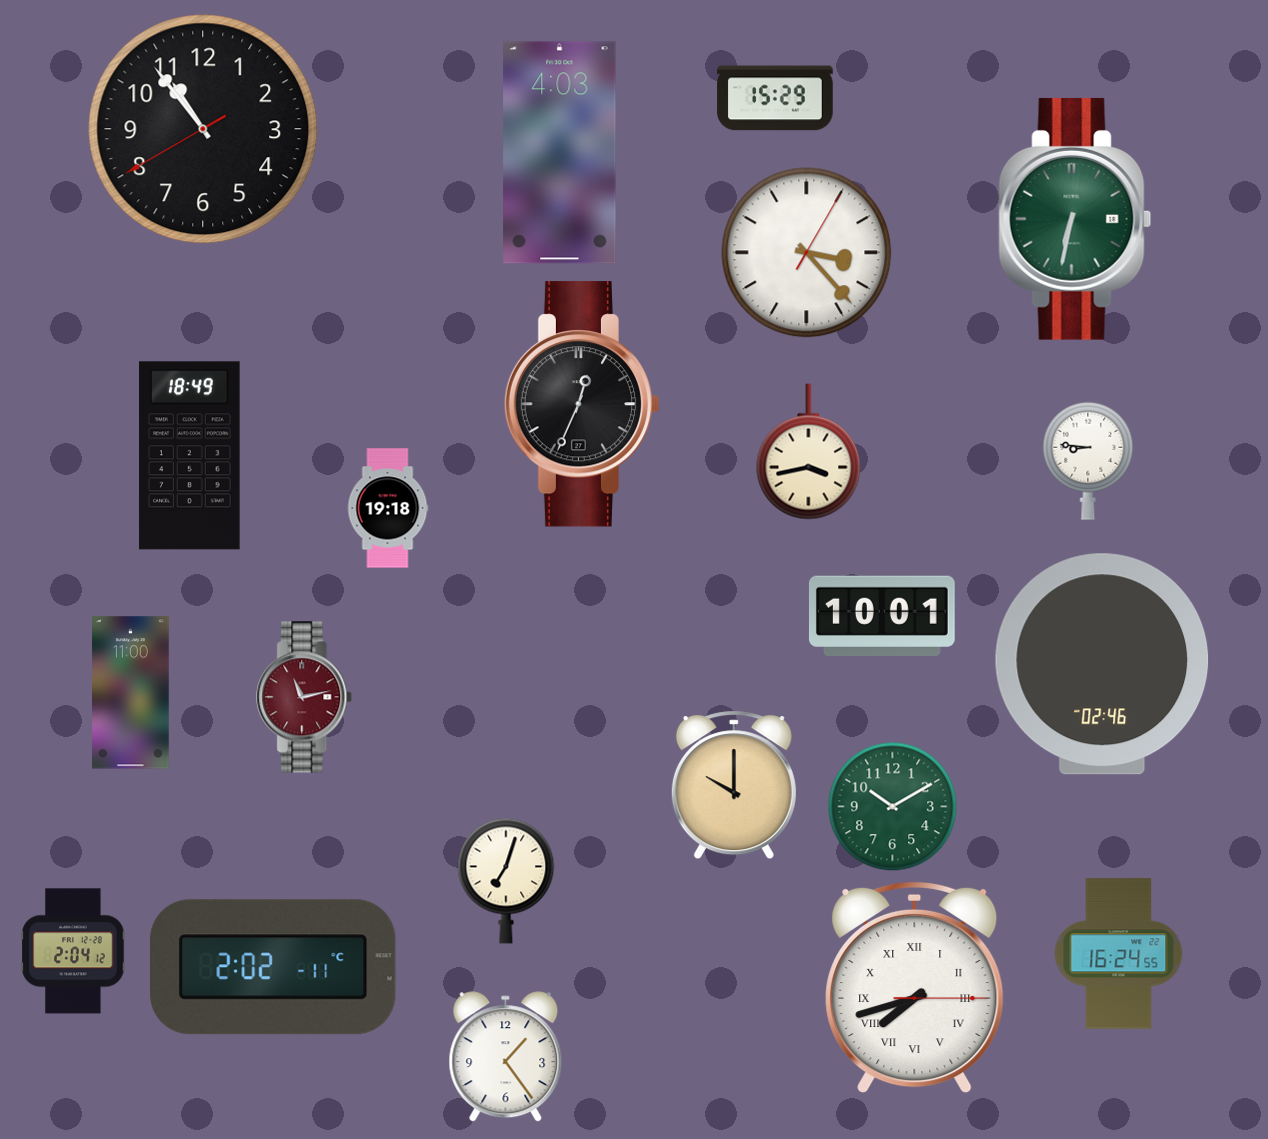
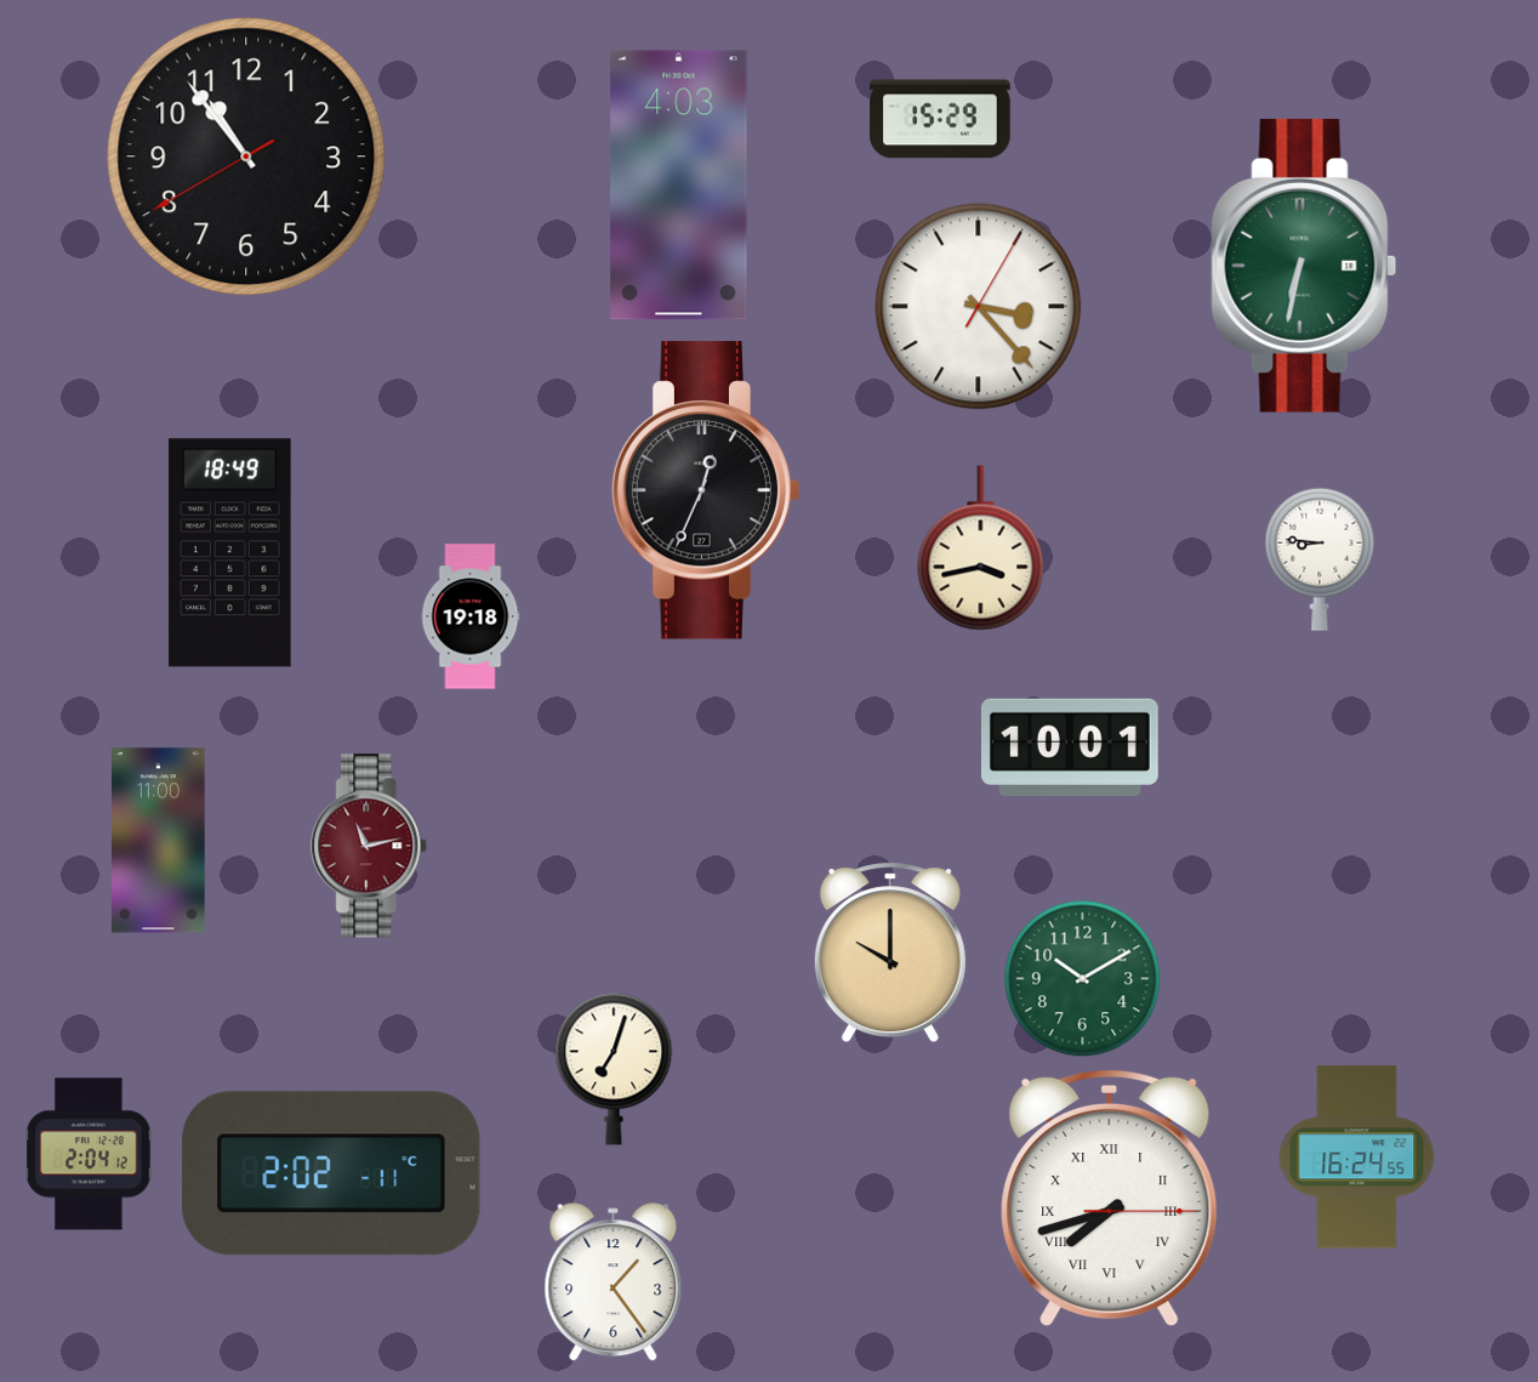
clock at (1102, 664): 02:46 -> none
